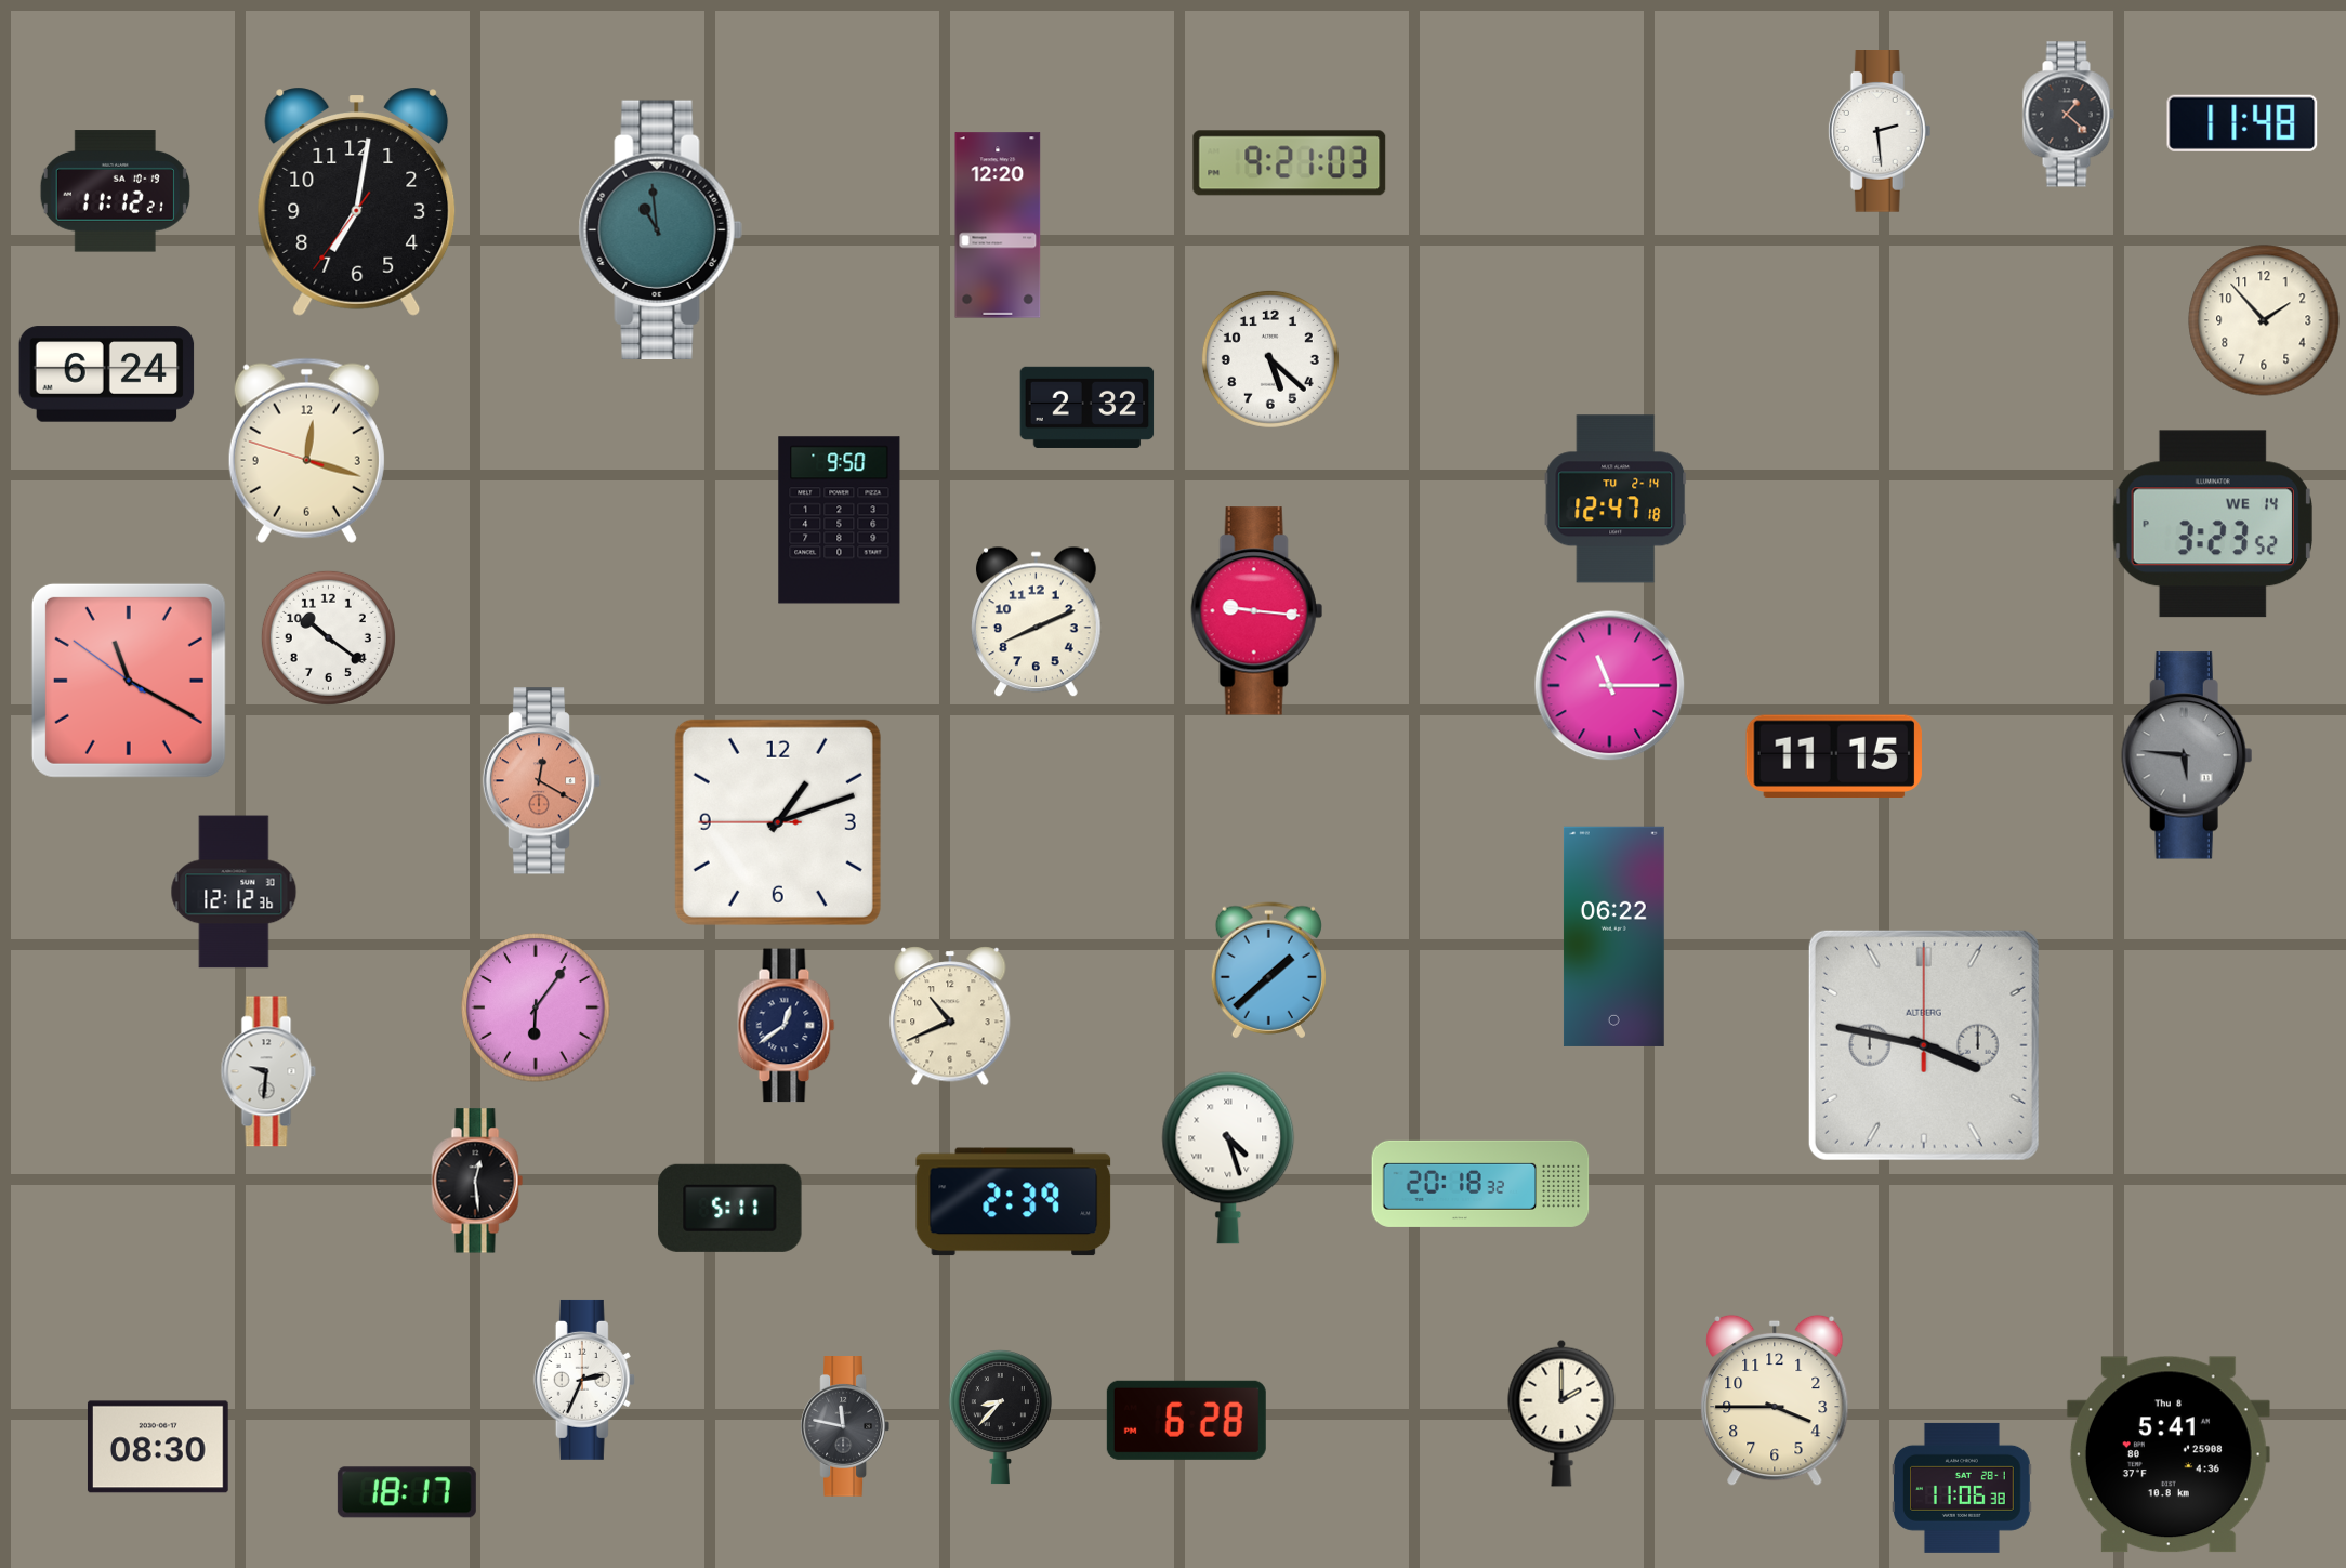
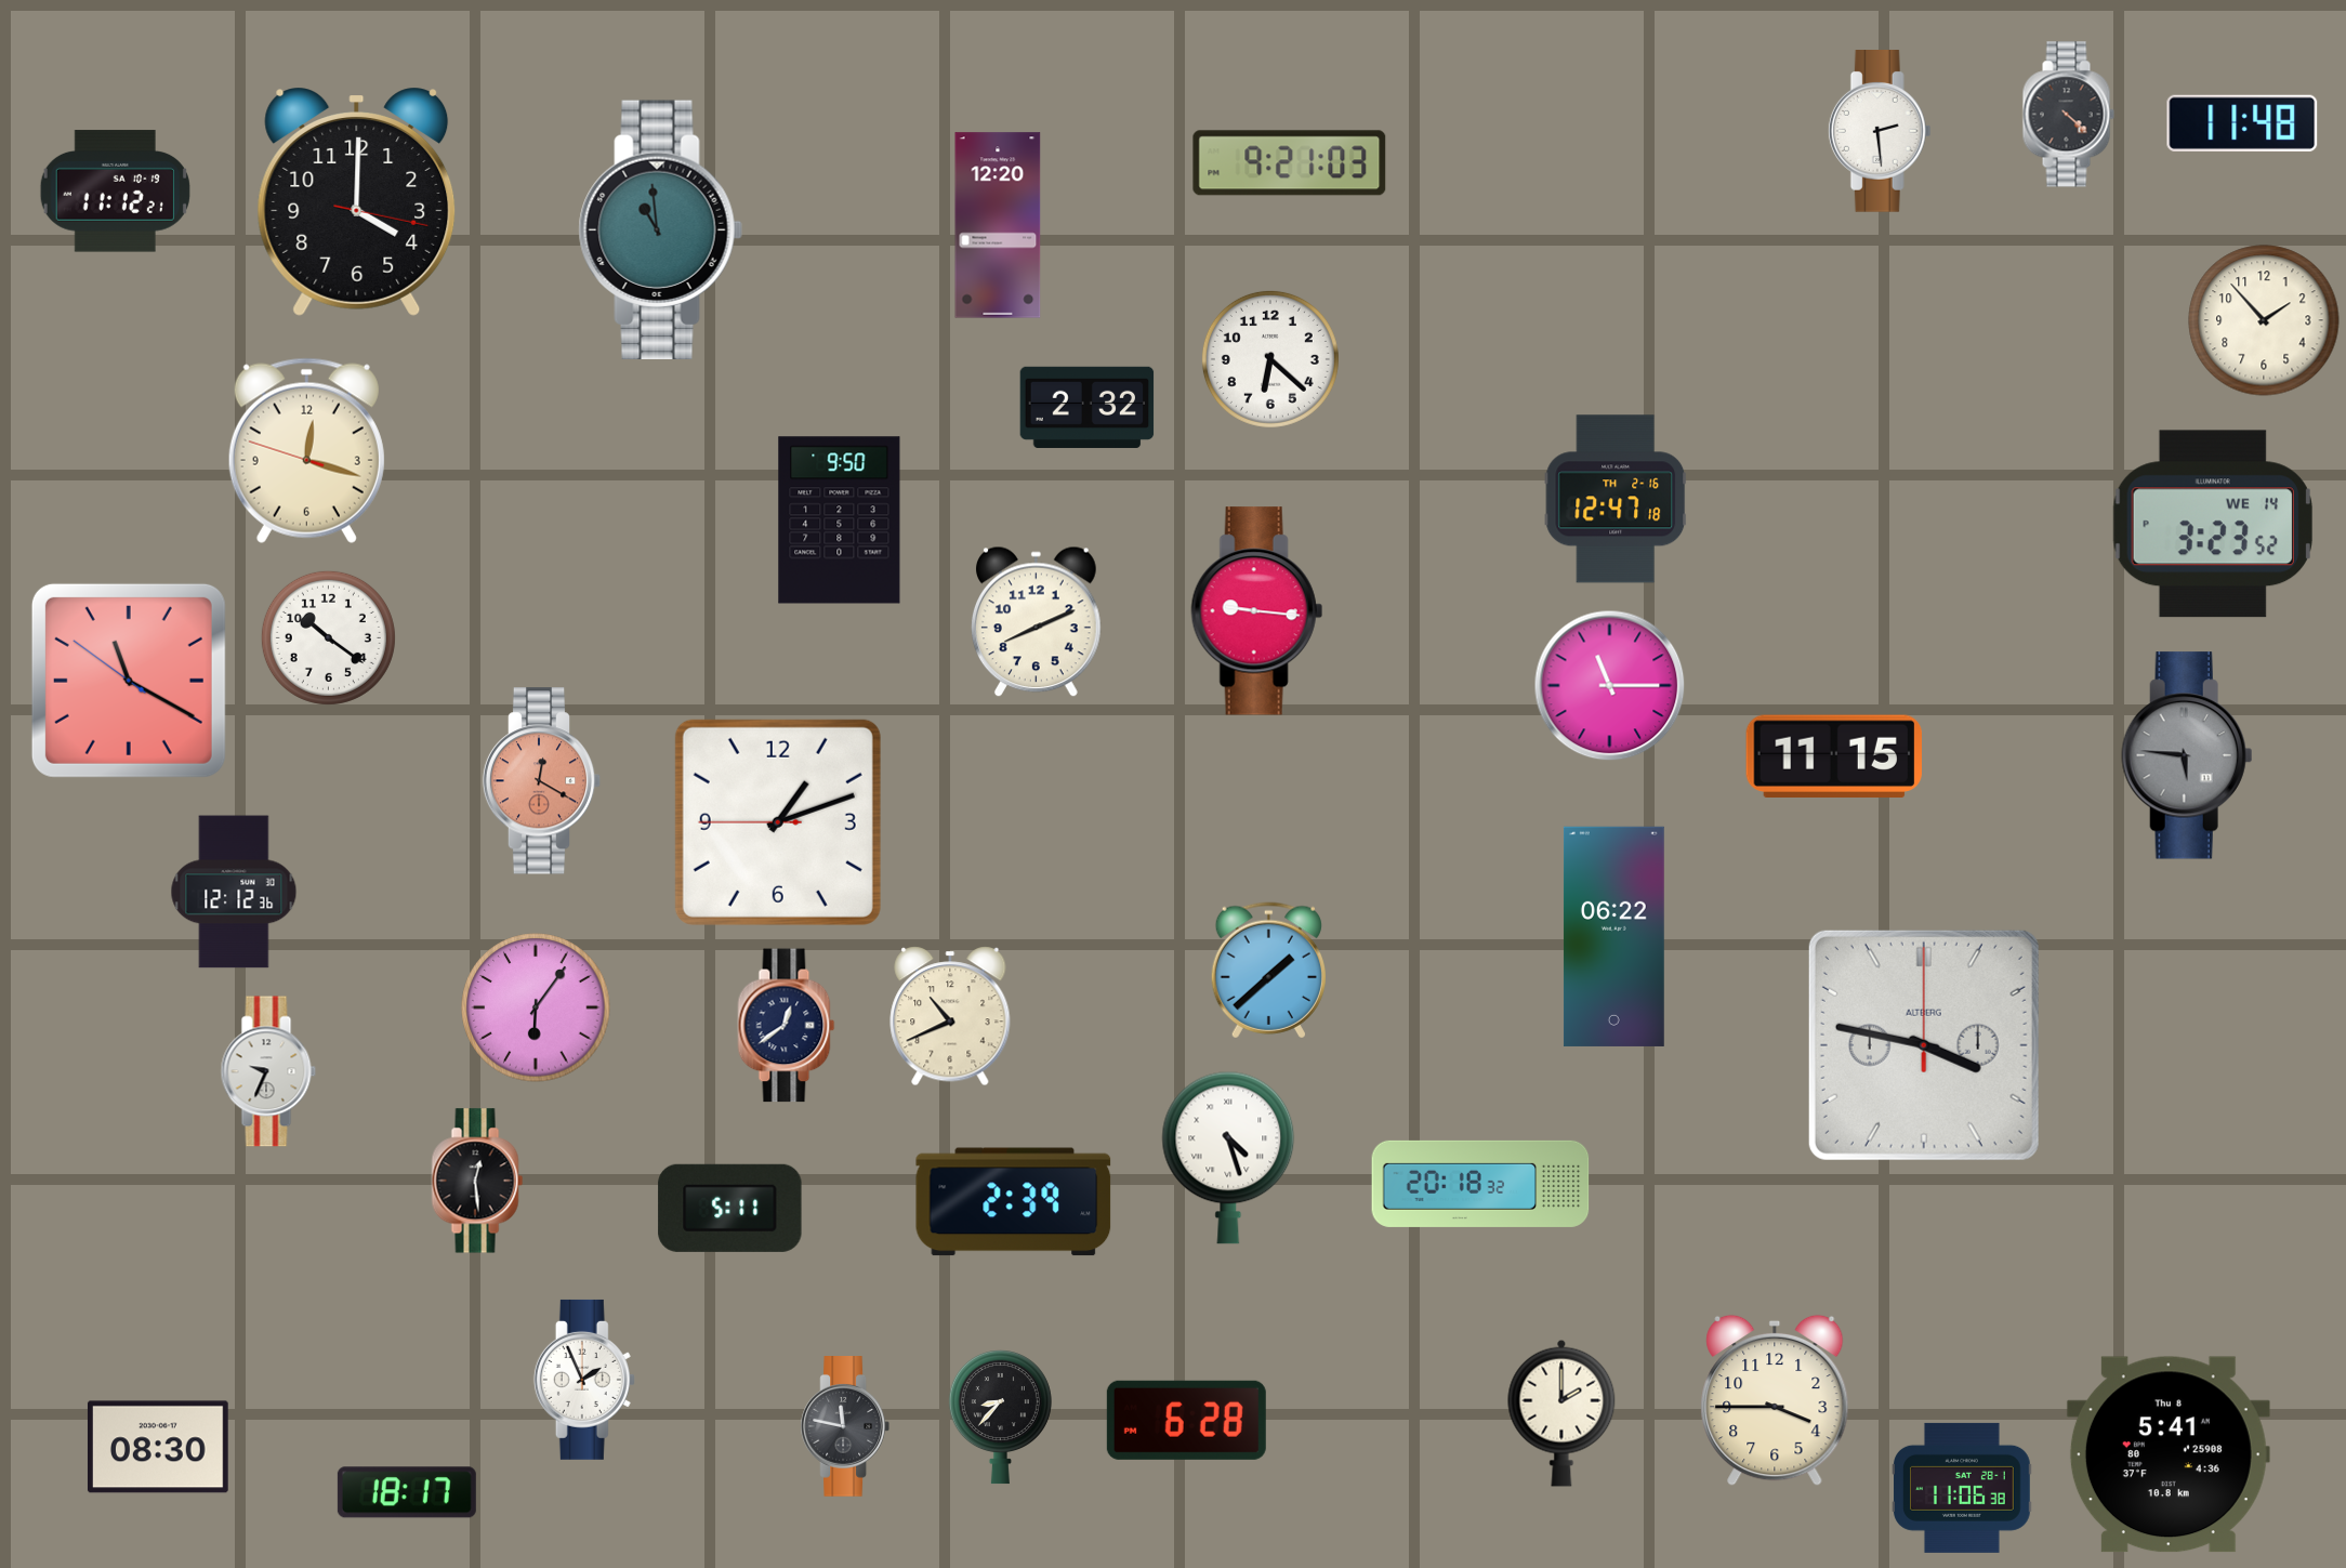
clock at (2068, 115): 1:22 -> 4:22
clock at (357, 201): 7:01 -> 4:00
clock at (1270, 359): 5:22 -> 6:22
clock at (107, 374): 6:24 -> none
clock at (1616, 499) date: TU 2-14 -> TH 2-16
clock at (268, 1071): 9:31 -> 9:34
clock at (584, 1380): 2:34 -> 1:56
